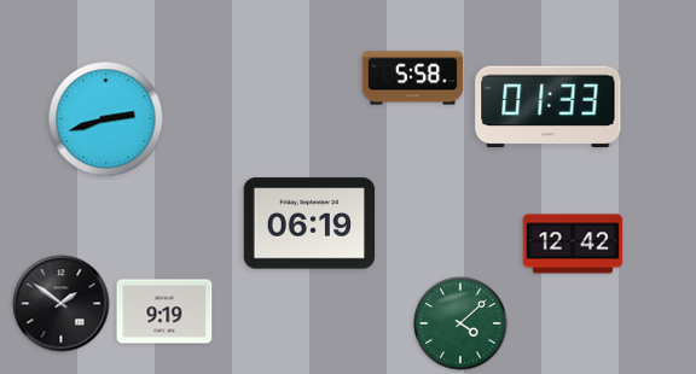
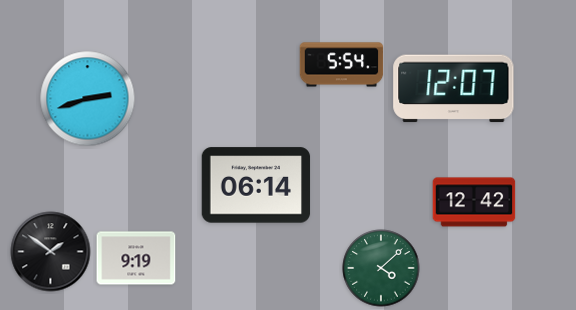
clock at (413, 78): 5:58 -> 5:54
clock at (549, 107): 01:33 -> 12:07
clock at (309, 223): 06:19 -> 06:14
